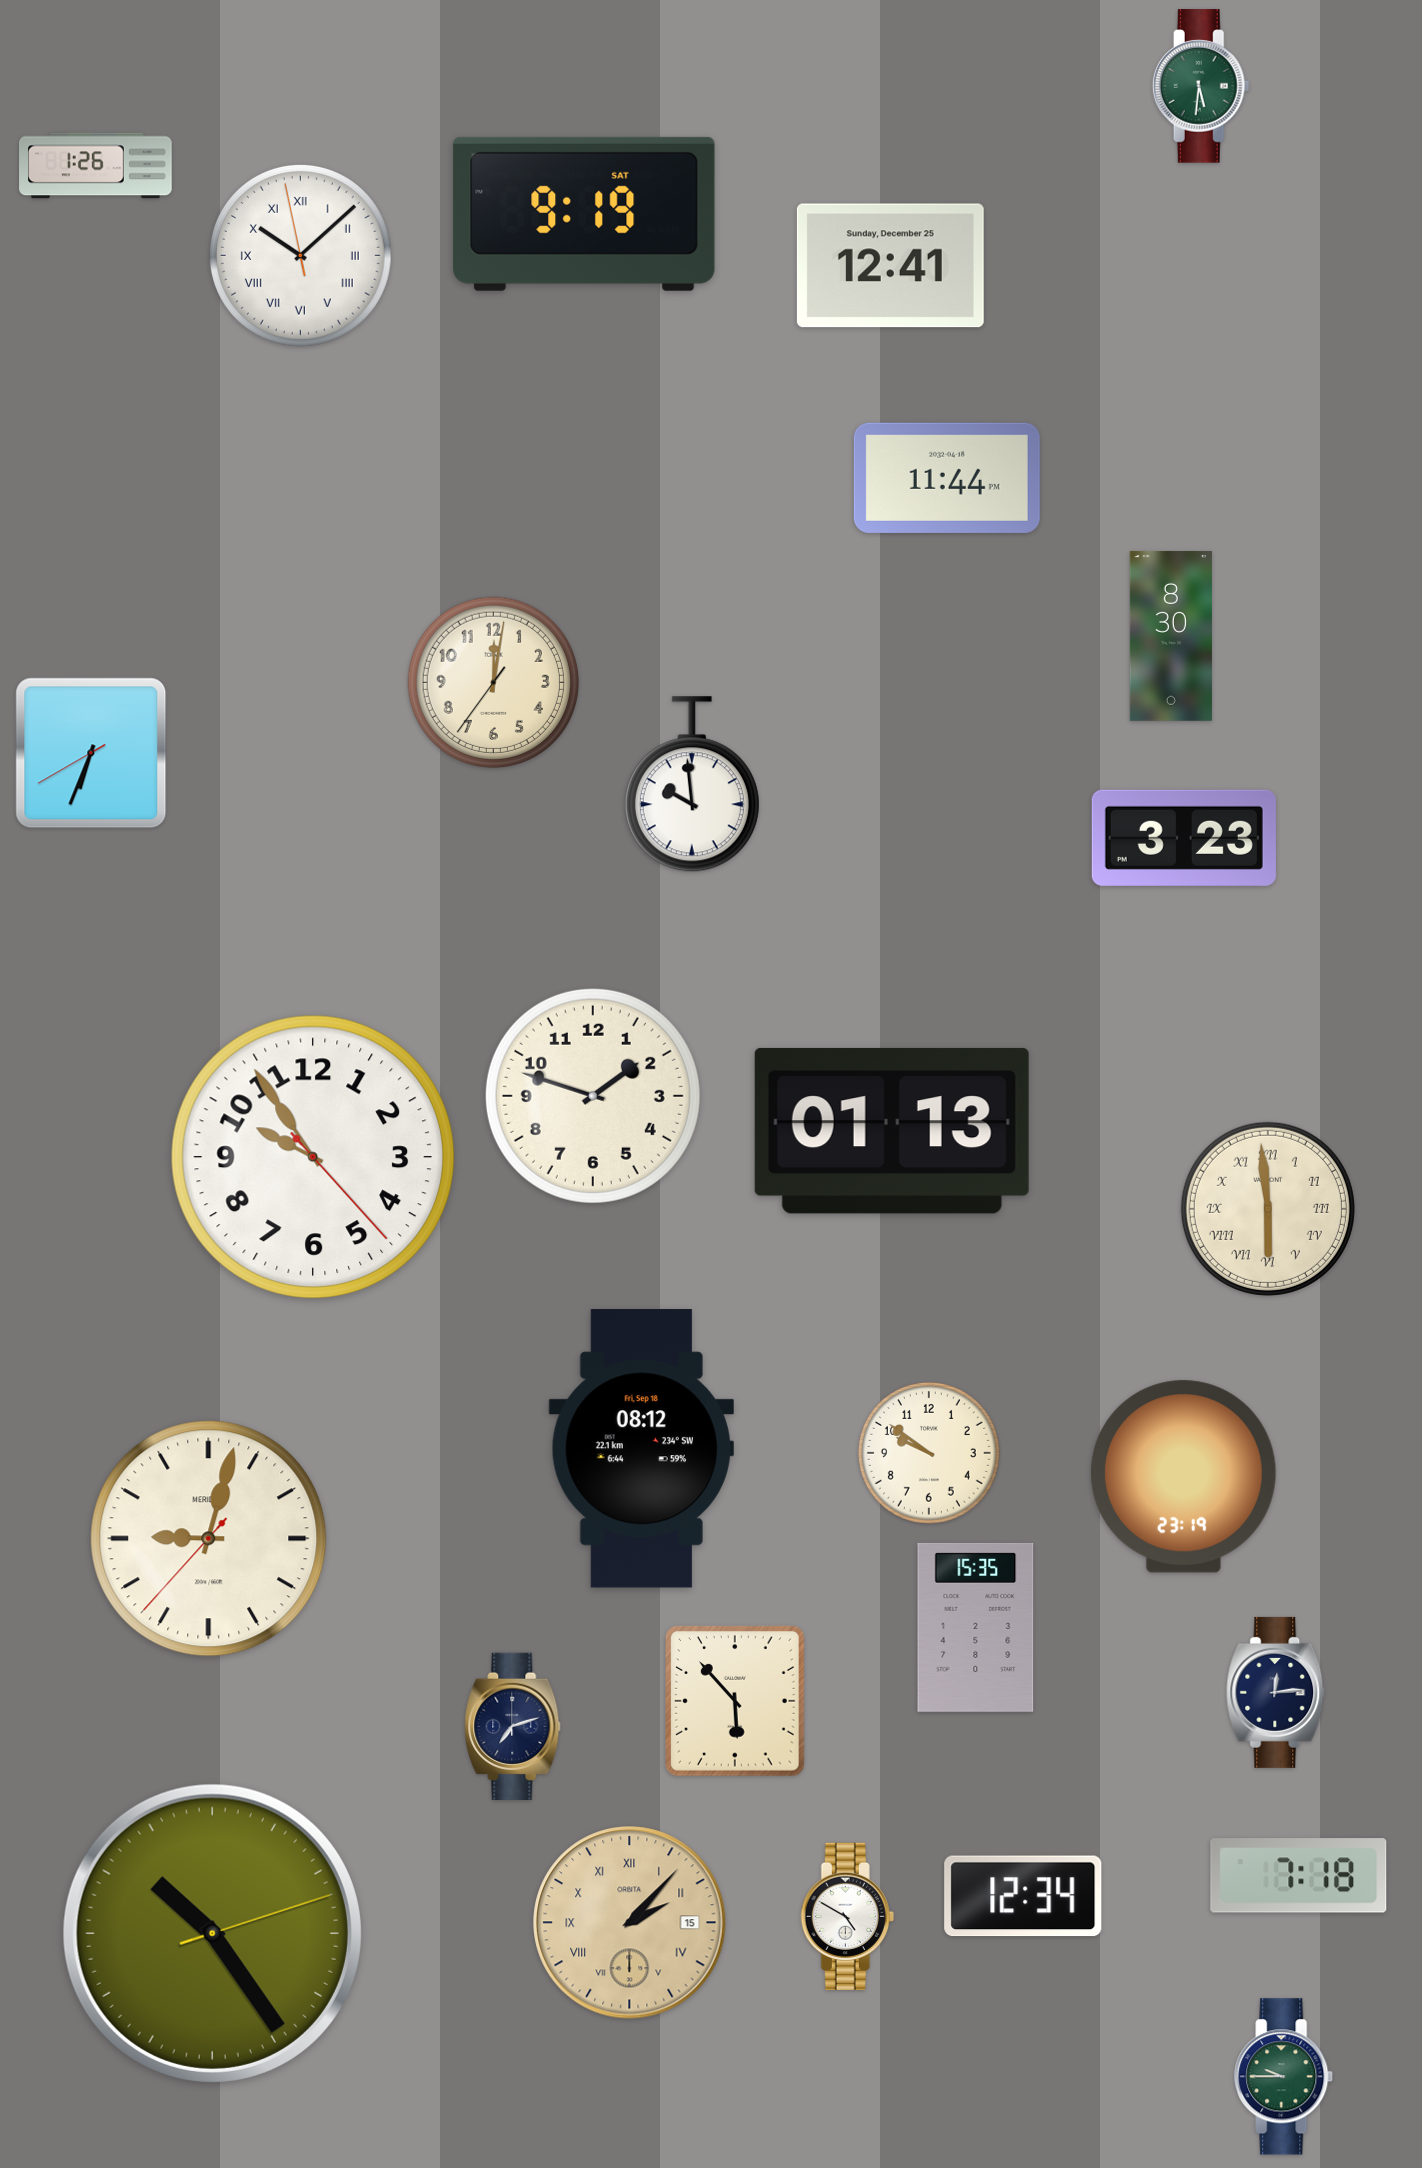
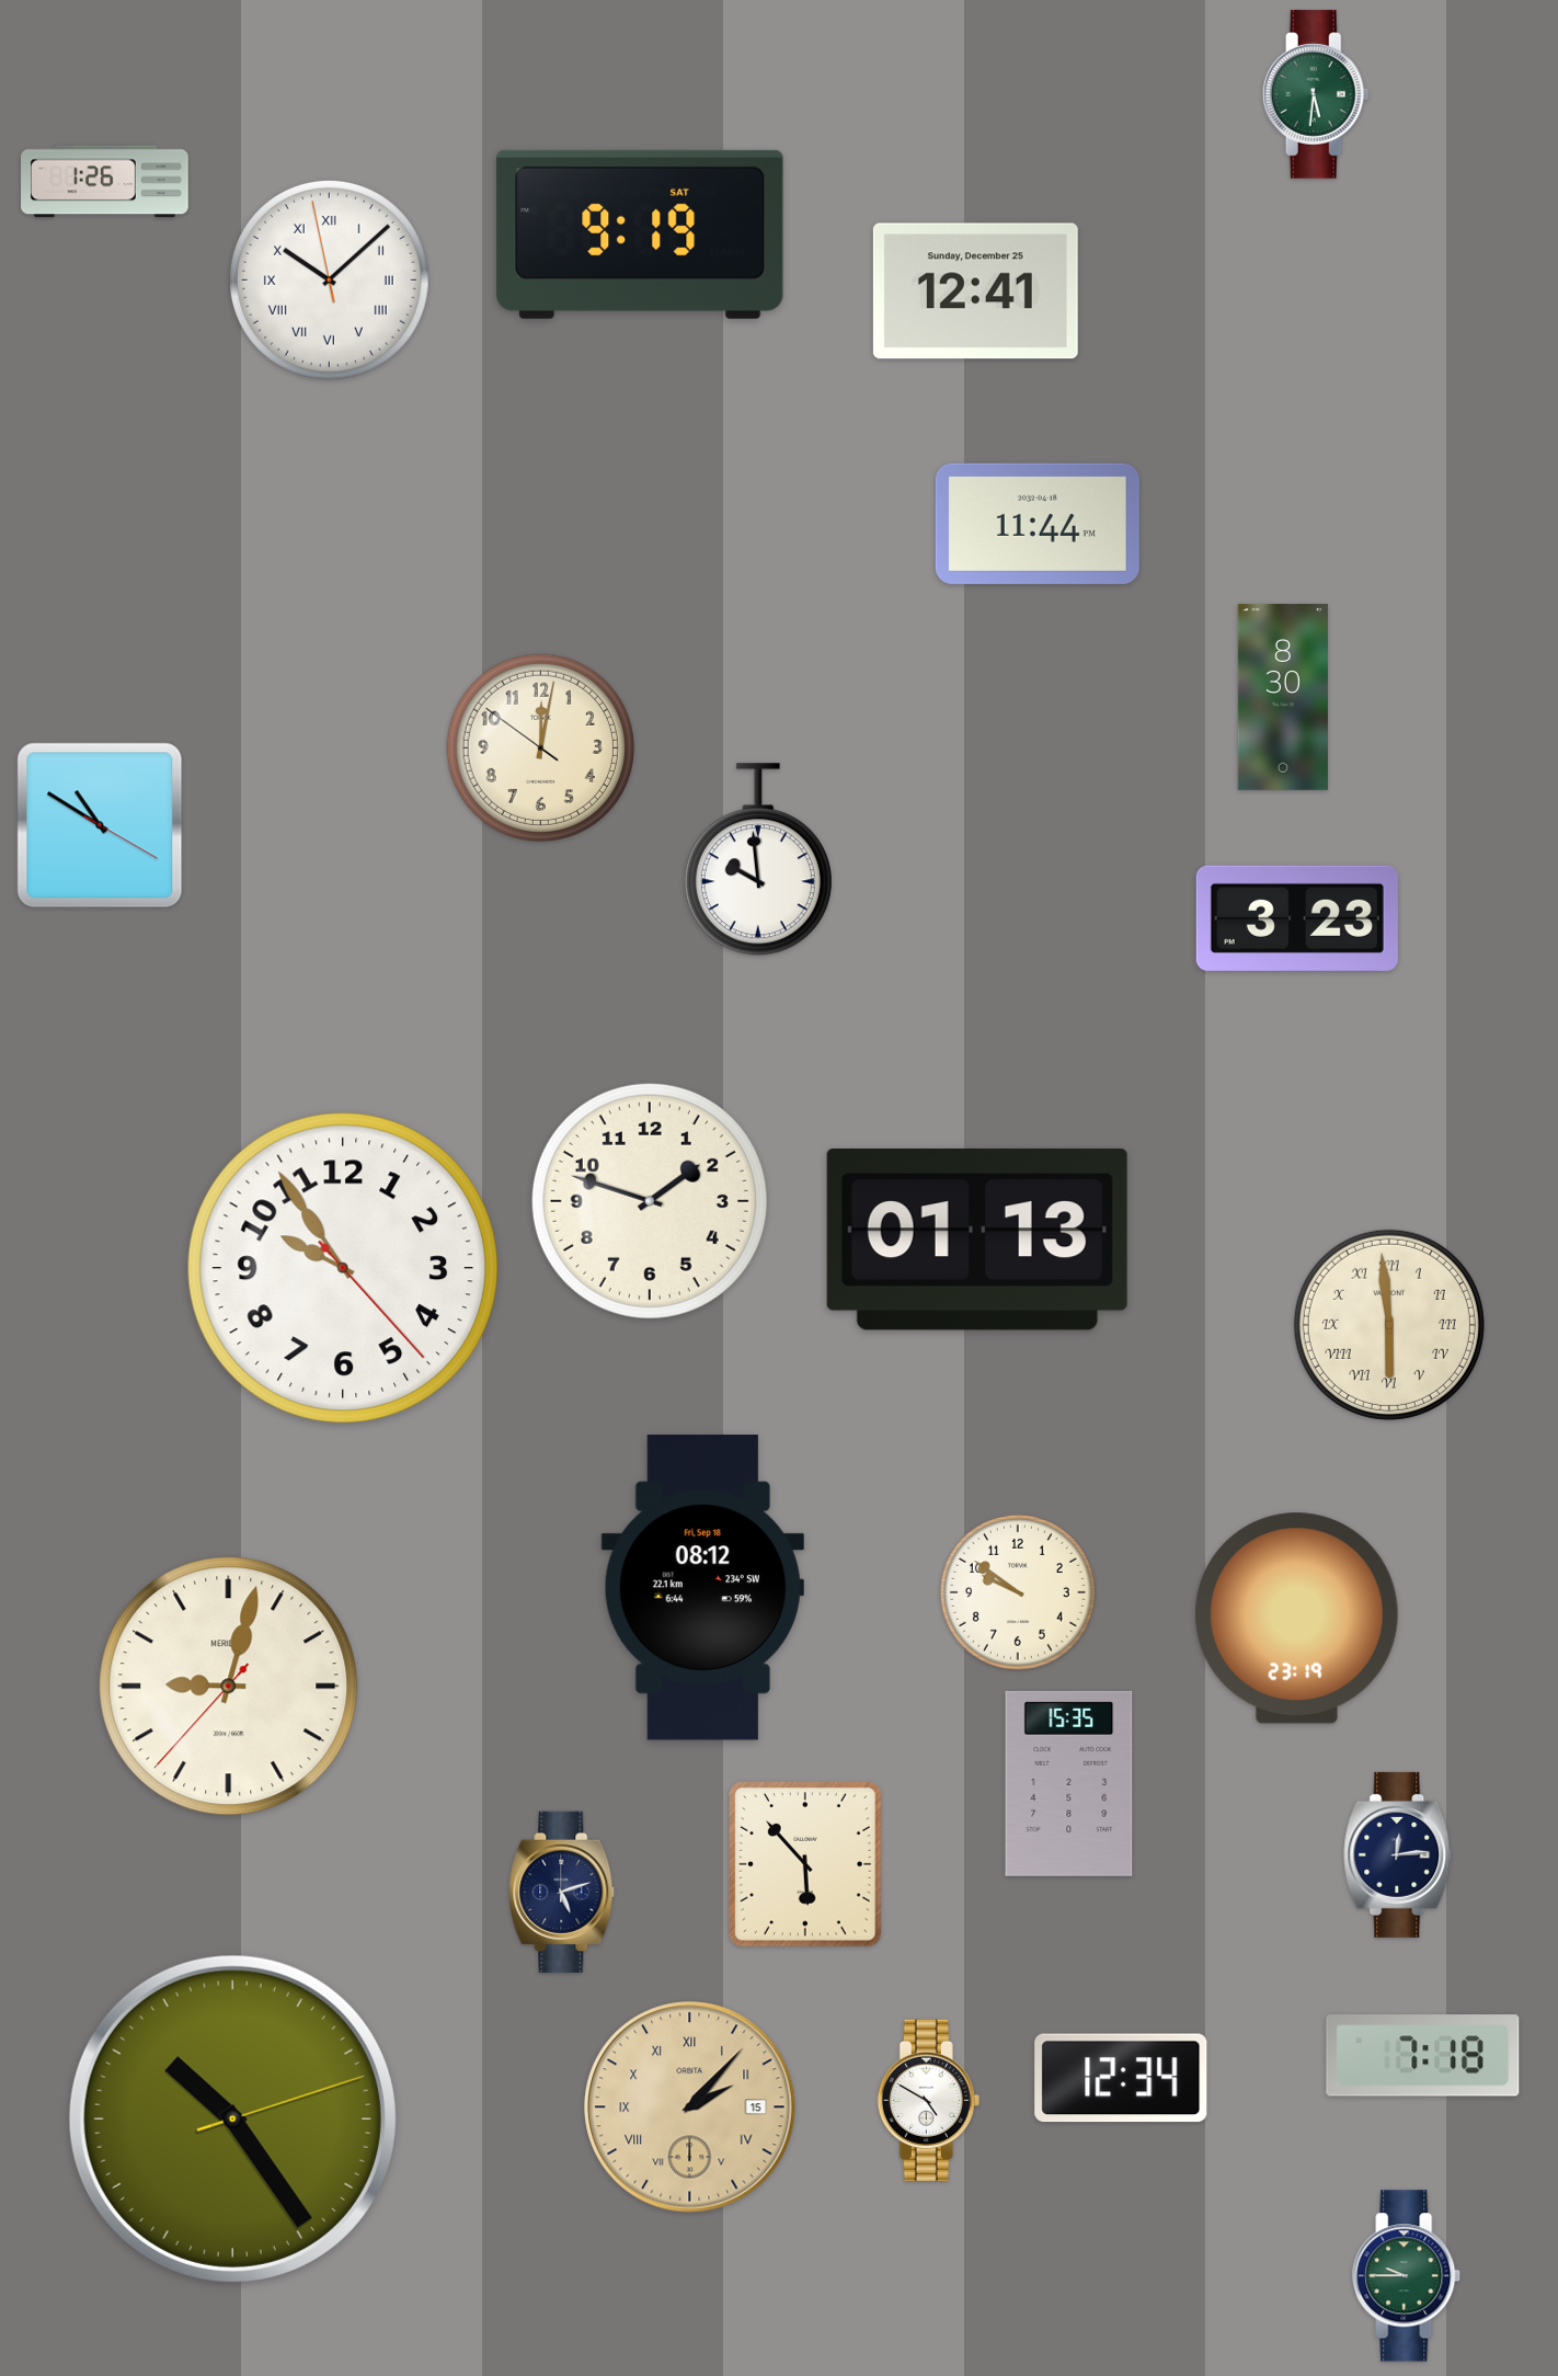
clock at (493, 682): 12:01:36 -> 12:01:51
clock at (91, 753): 6:33 -> 10:50
clock at (513, 1726): 7:12 -> 5:12
